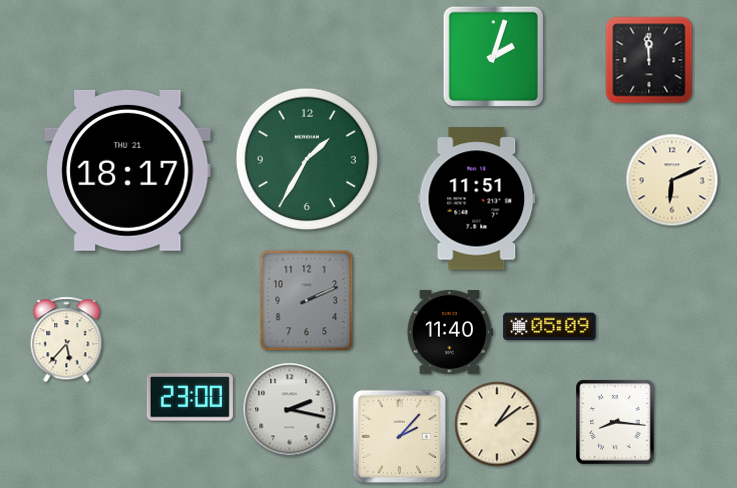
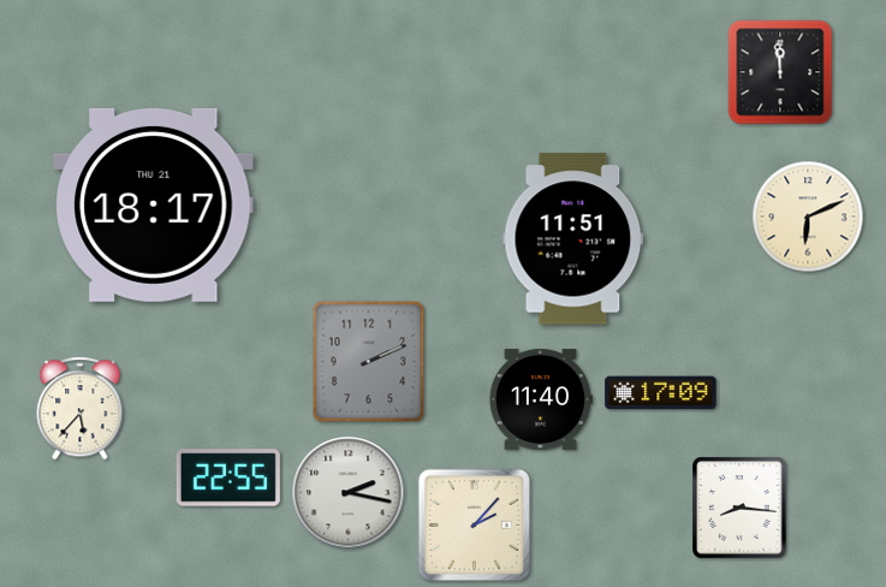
clock at (493, 56): 2:03 -> none
clock at (306, 158): 1:35 -> none
clock at (550, 327): 05:09 -> 17:09
clock at (190, 397): 23:00 -> 22:55
clock at (497, 424): 1:09 -> none
clock at (399, 436) position: (399, 436) -> (474, 524)
